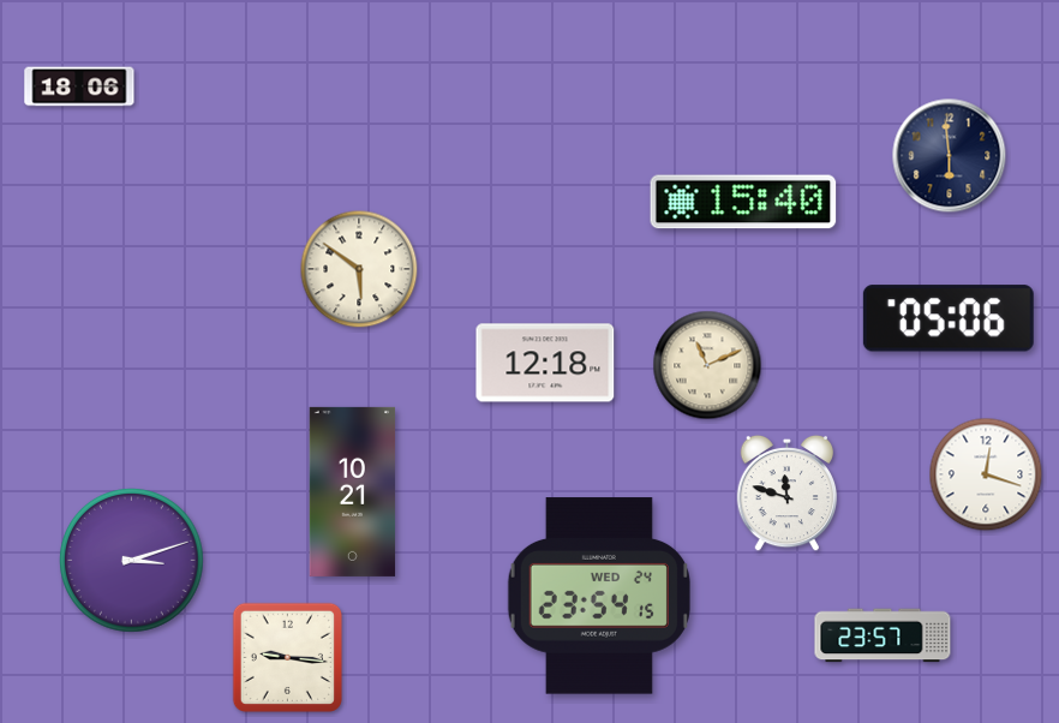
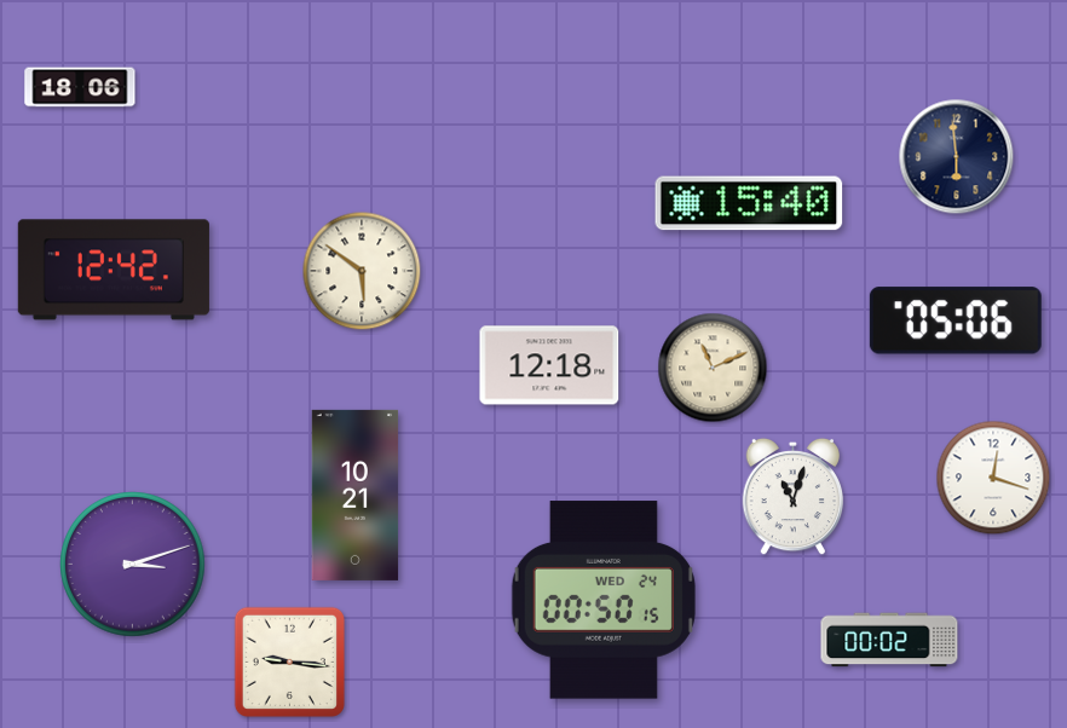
clock at (114, 270): none -> 12:42
clock at (788, 494): 11:48 -> 11:03
clock at (599, 596): 23:54 -> 00:50
clock at (882, 635): 23:57 -> 00:02
